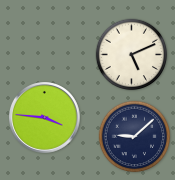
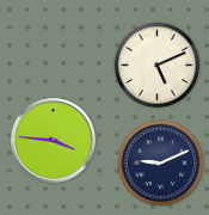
clock at (135, 137): 9:08 -> 9:11
